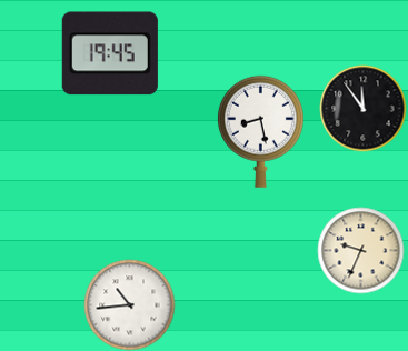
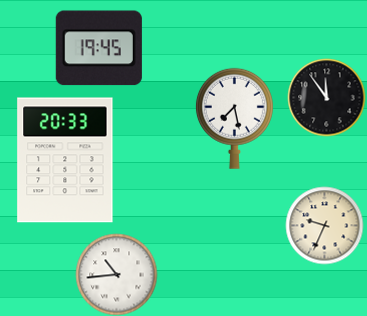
clock at (260, 131): 8:28 -> 7:28
clock at (65, 160): none -> 20:33
